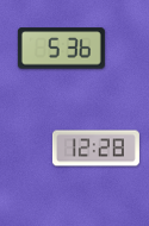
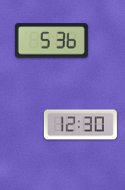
clock at (95, 149): 12:28 -> 12:30
